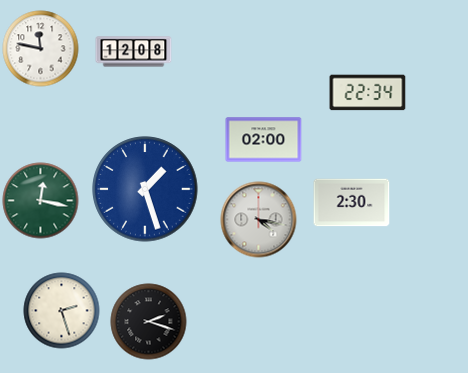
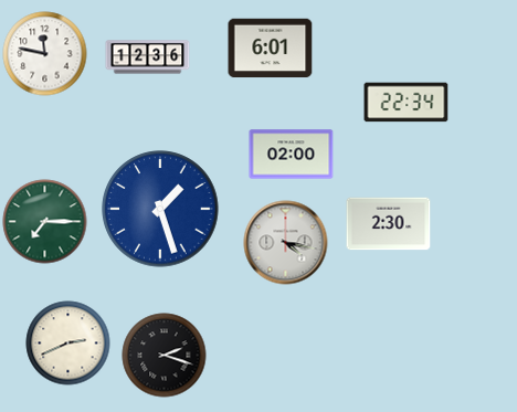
clock at (271, 49): none -> 6:01
clock at (134, 52): 12:08 -> 12:36
clock at (41, 201): 12:17 -> 7:15
clock at (62, 311): 2:27 -> 2:41
